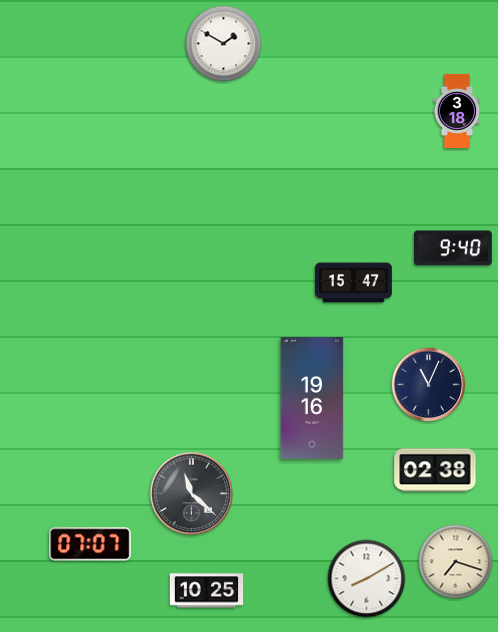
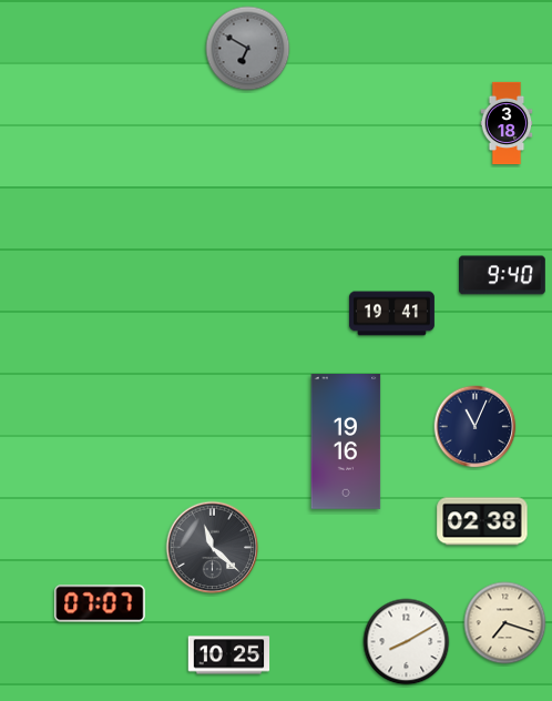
clock at (224, 44): 1:50 -> 6:50
clock at (224, 44) dial: white -> grey
clock at (353, 283): 15:47 -> 19:41
